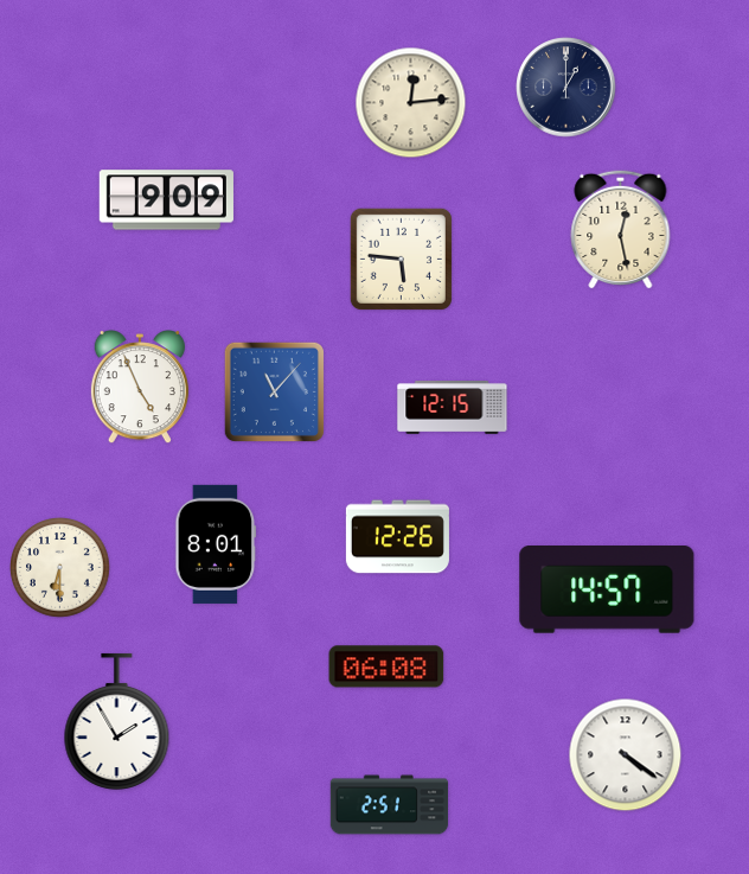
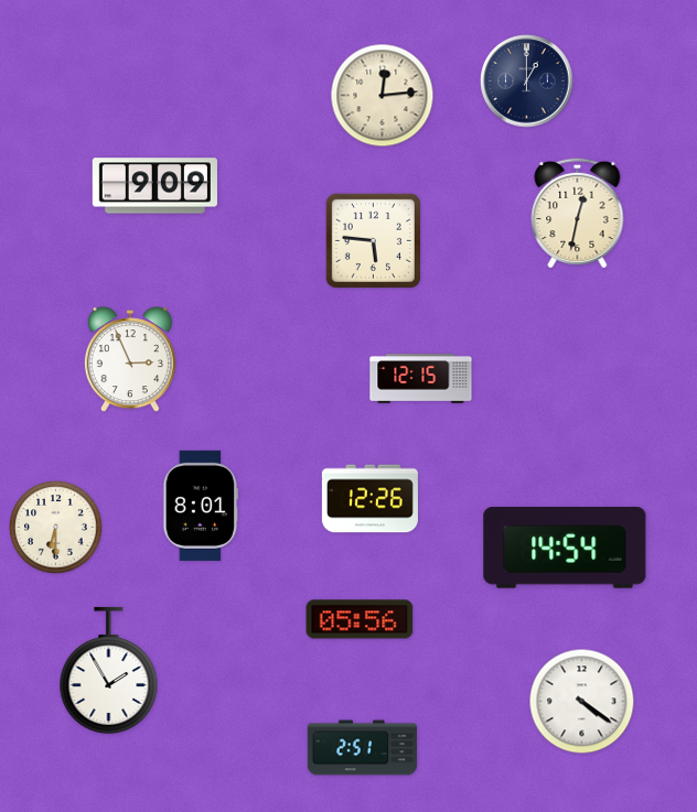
clock at (621, 229): 12:28 -> 12:32
clock at (140, 388): 4:56 -> 2:56
clock at (274, 391): 11:07 -> none
clock at (607, 591): 14:57 -> 14:54
clock at (386, 666): 06:08 -> 05:56
